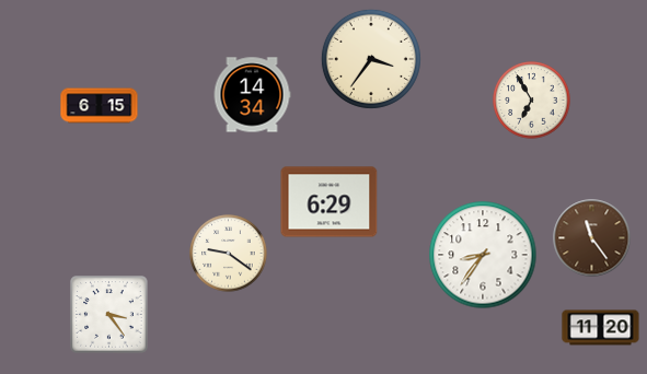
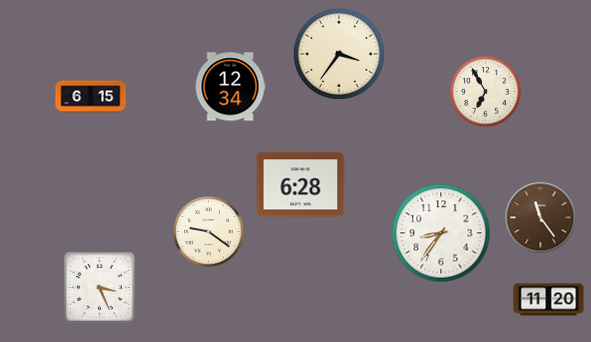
clock at (252, 95): 14:34 -> 12:34
clock at (330, 202): 6:29 -> 6:28
clock at (109, 315): 3:24 -> 3:26
